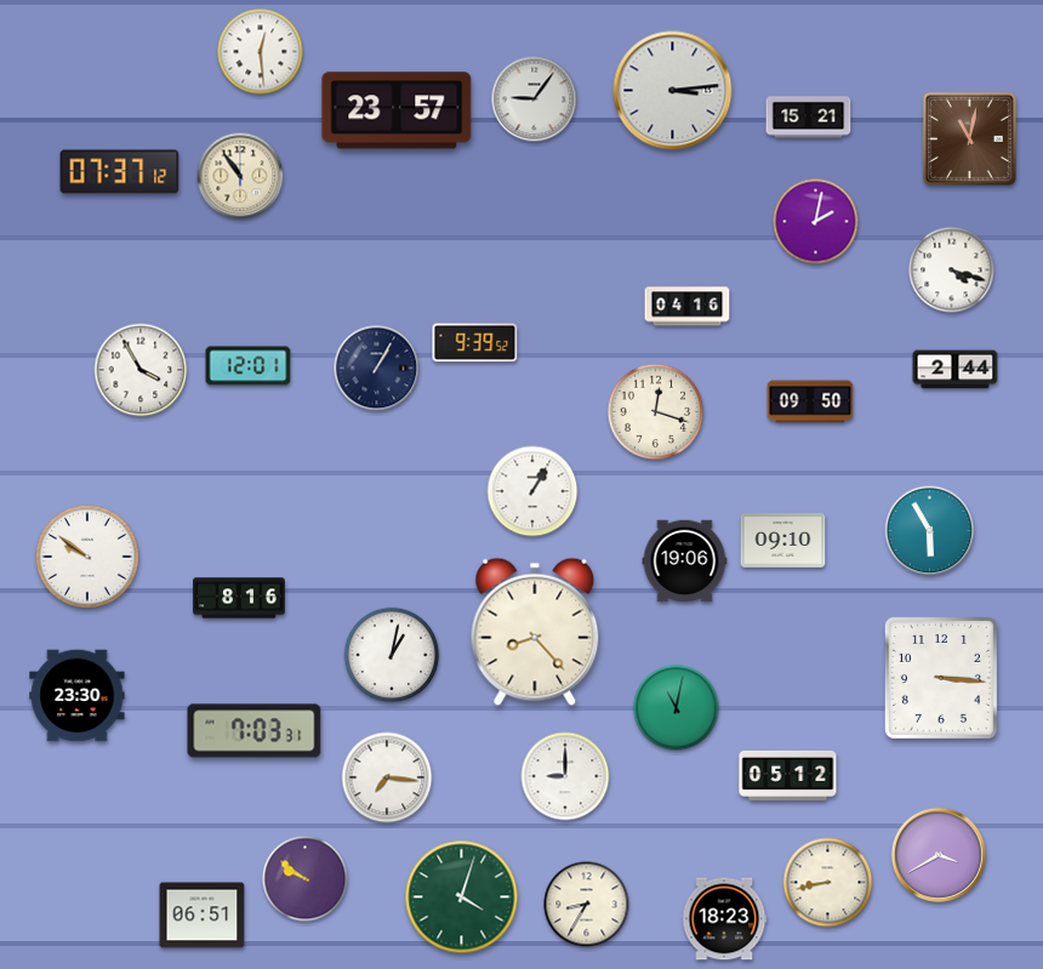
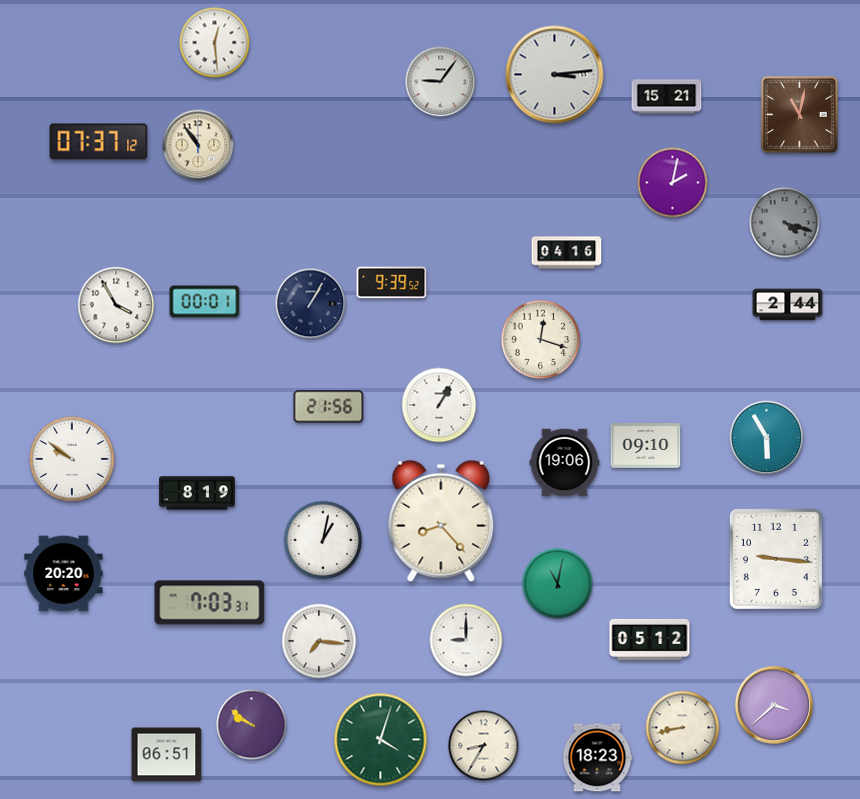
clock at (397, 110): 23:57 -> none
clock at (952, 270) dial: white -> grey
clock at (249, 366): 12:01 -> 00:01
clock at (810, 401): 09:50 -> none
clock at (329, 407): none -> 21:56
clock at (239, 598): 8:16 -> 8:19
clock at (941, 678): 3:16 -> 9:16
clock at (78, 696): 23:30 -> 20:20
clock at (939, 855): 3:40 -> 3:38
